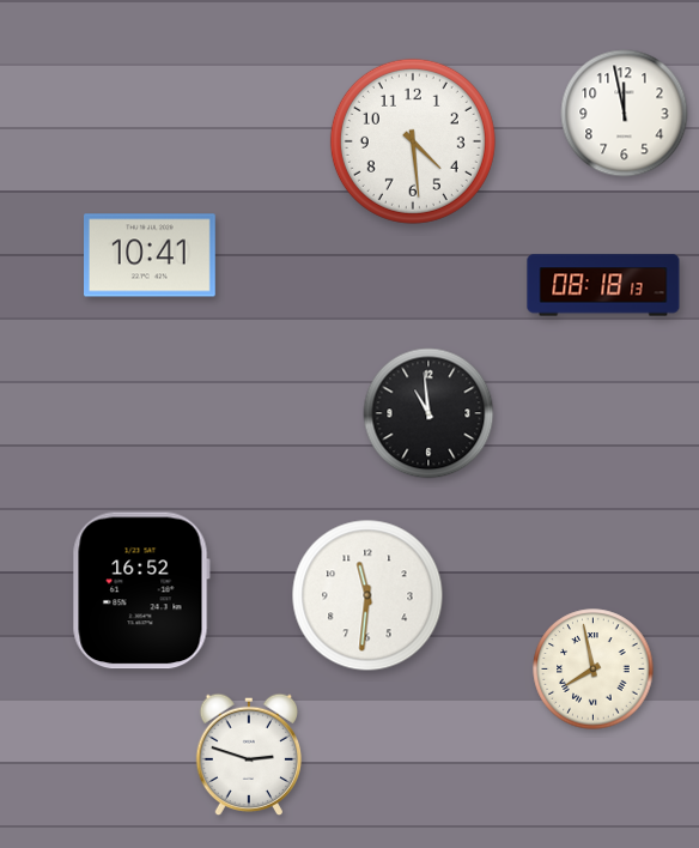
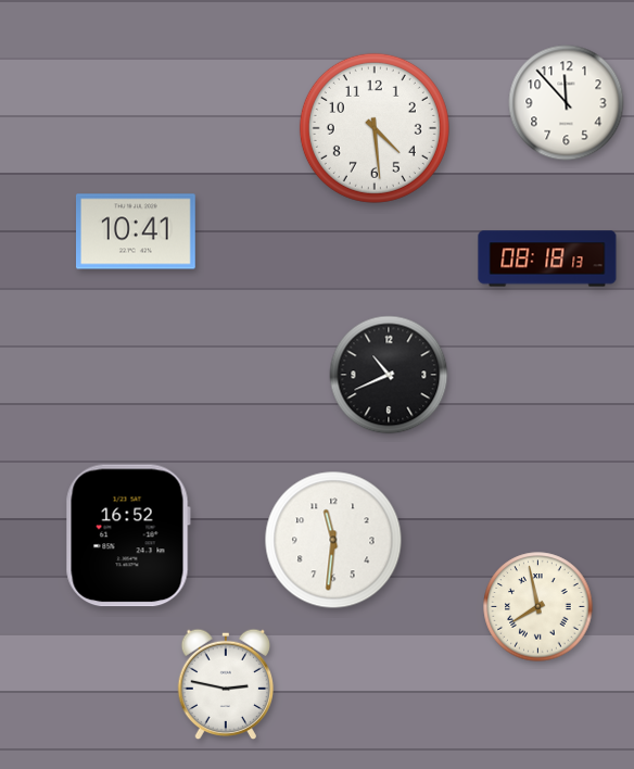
clock at (625, 114): 11:58 -> 11:53
clock at (428, 413): 10:59 -> 10:41
clock at (249, 755): 2:48 -> 2:47
